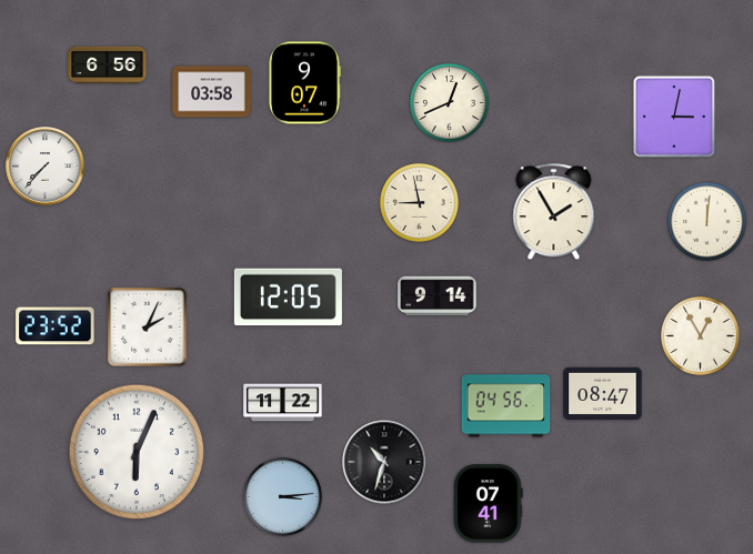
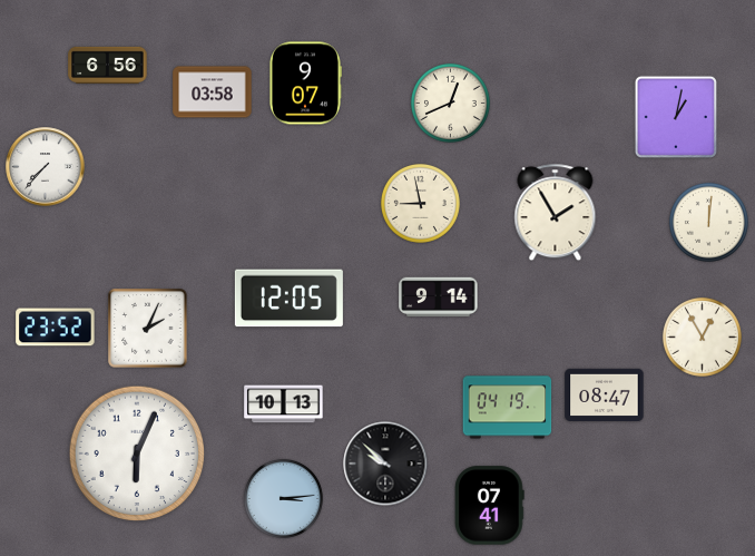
clock at (674, 117): 3:02 -> 1:02
clock at (283, 403): 11:22 -> 10:13
clock at (506, 406): 04:56 -> 04:19
clock at (384, 462): 10:33 -> 9:52
